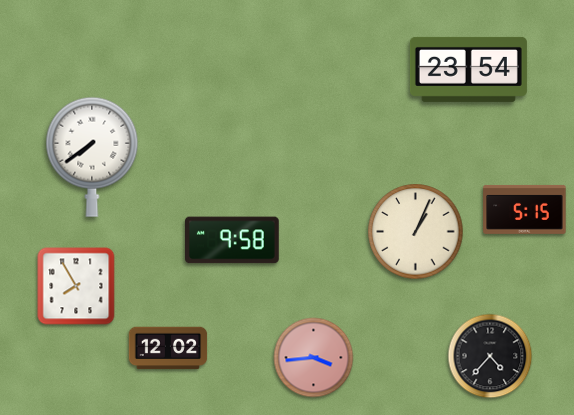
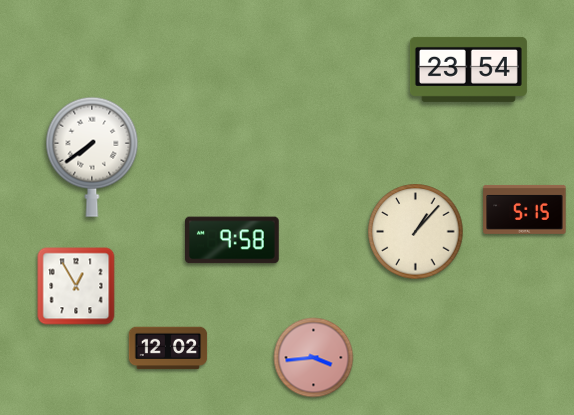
clock at (416, 232): 1:04 -> 1:07
clock at (76, 286): 7:55 -> 12:55
clock at (490, 356): 4:37 -> none
